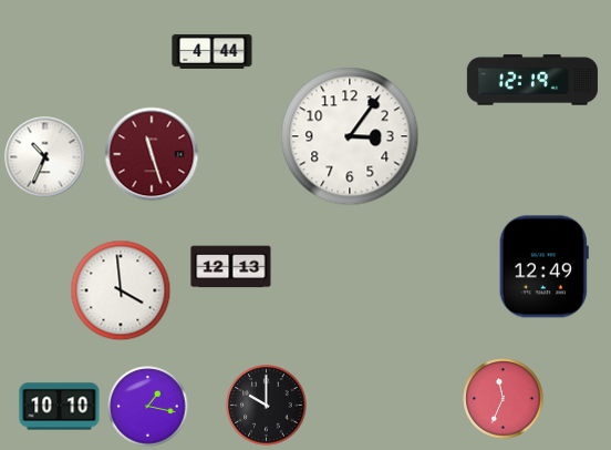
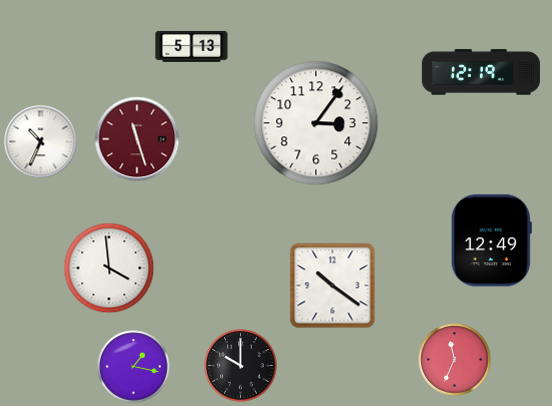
clock at (213, 51): 4:44 -> 5:13
clock at (231, 267): 12:13 -> none
clock at (121, 290) position: (121, 290) -> (109, 268)
clock at (333, 286): none -> 10:21
clock at (60, 407): 10:10 -> none
